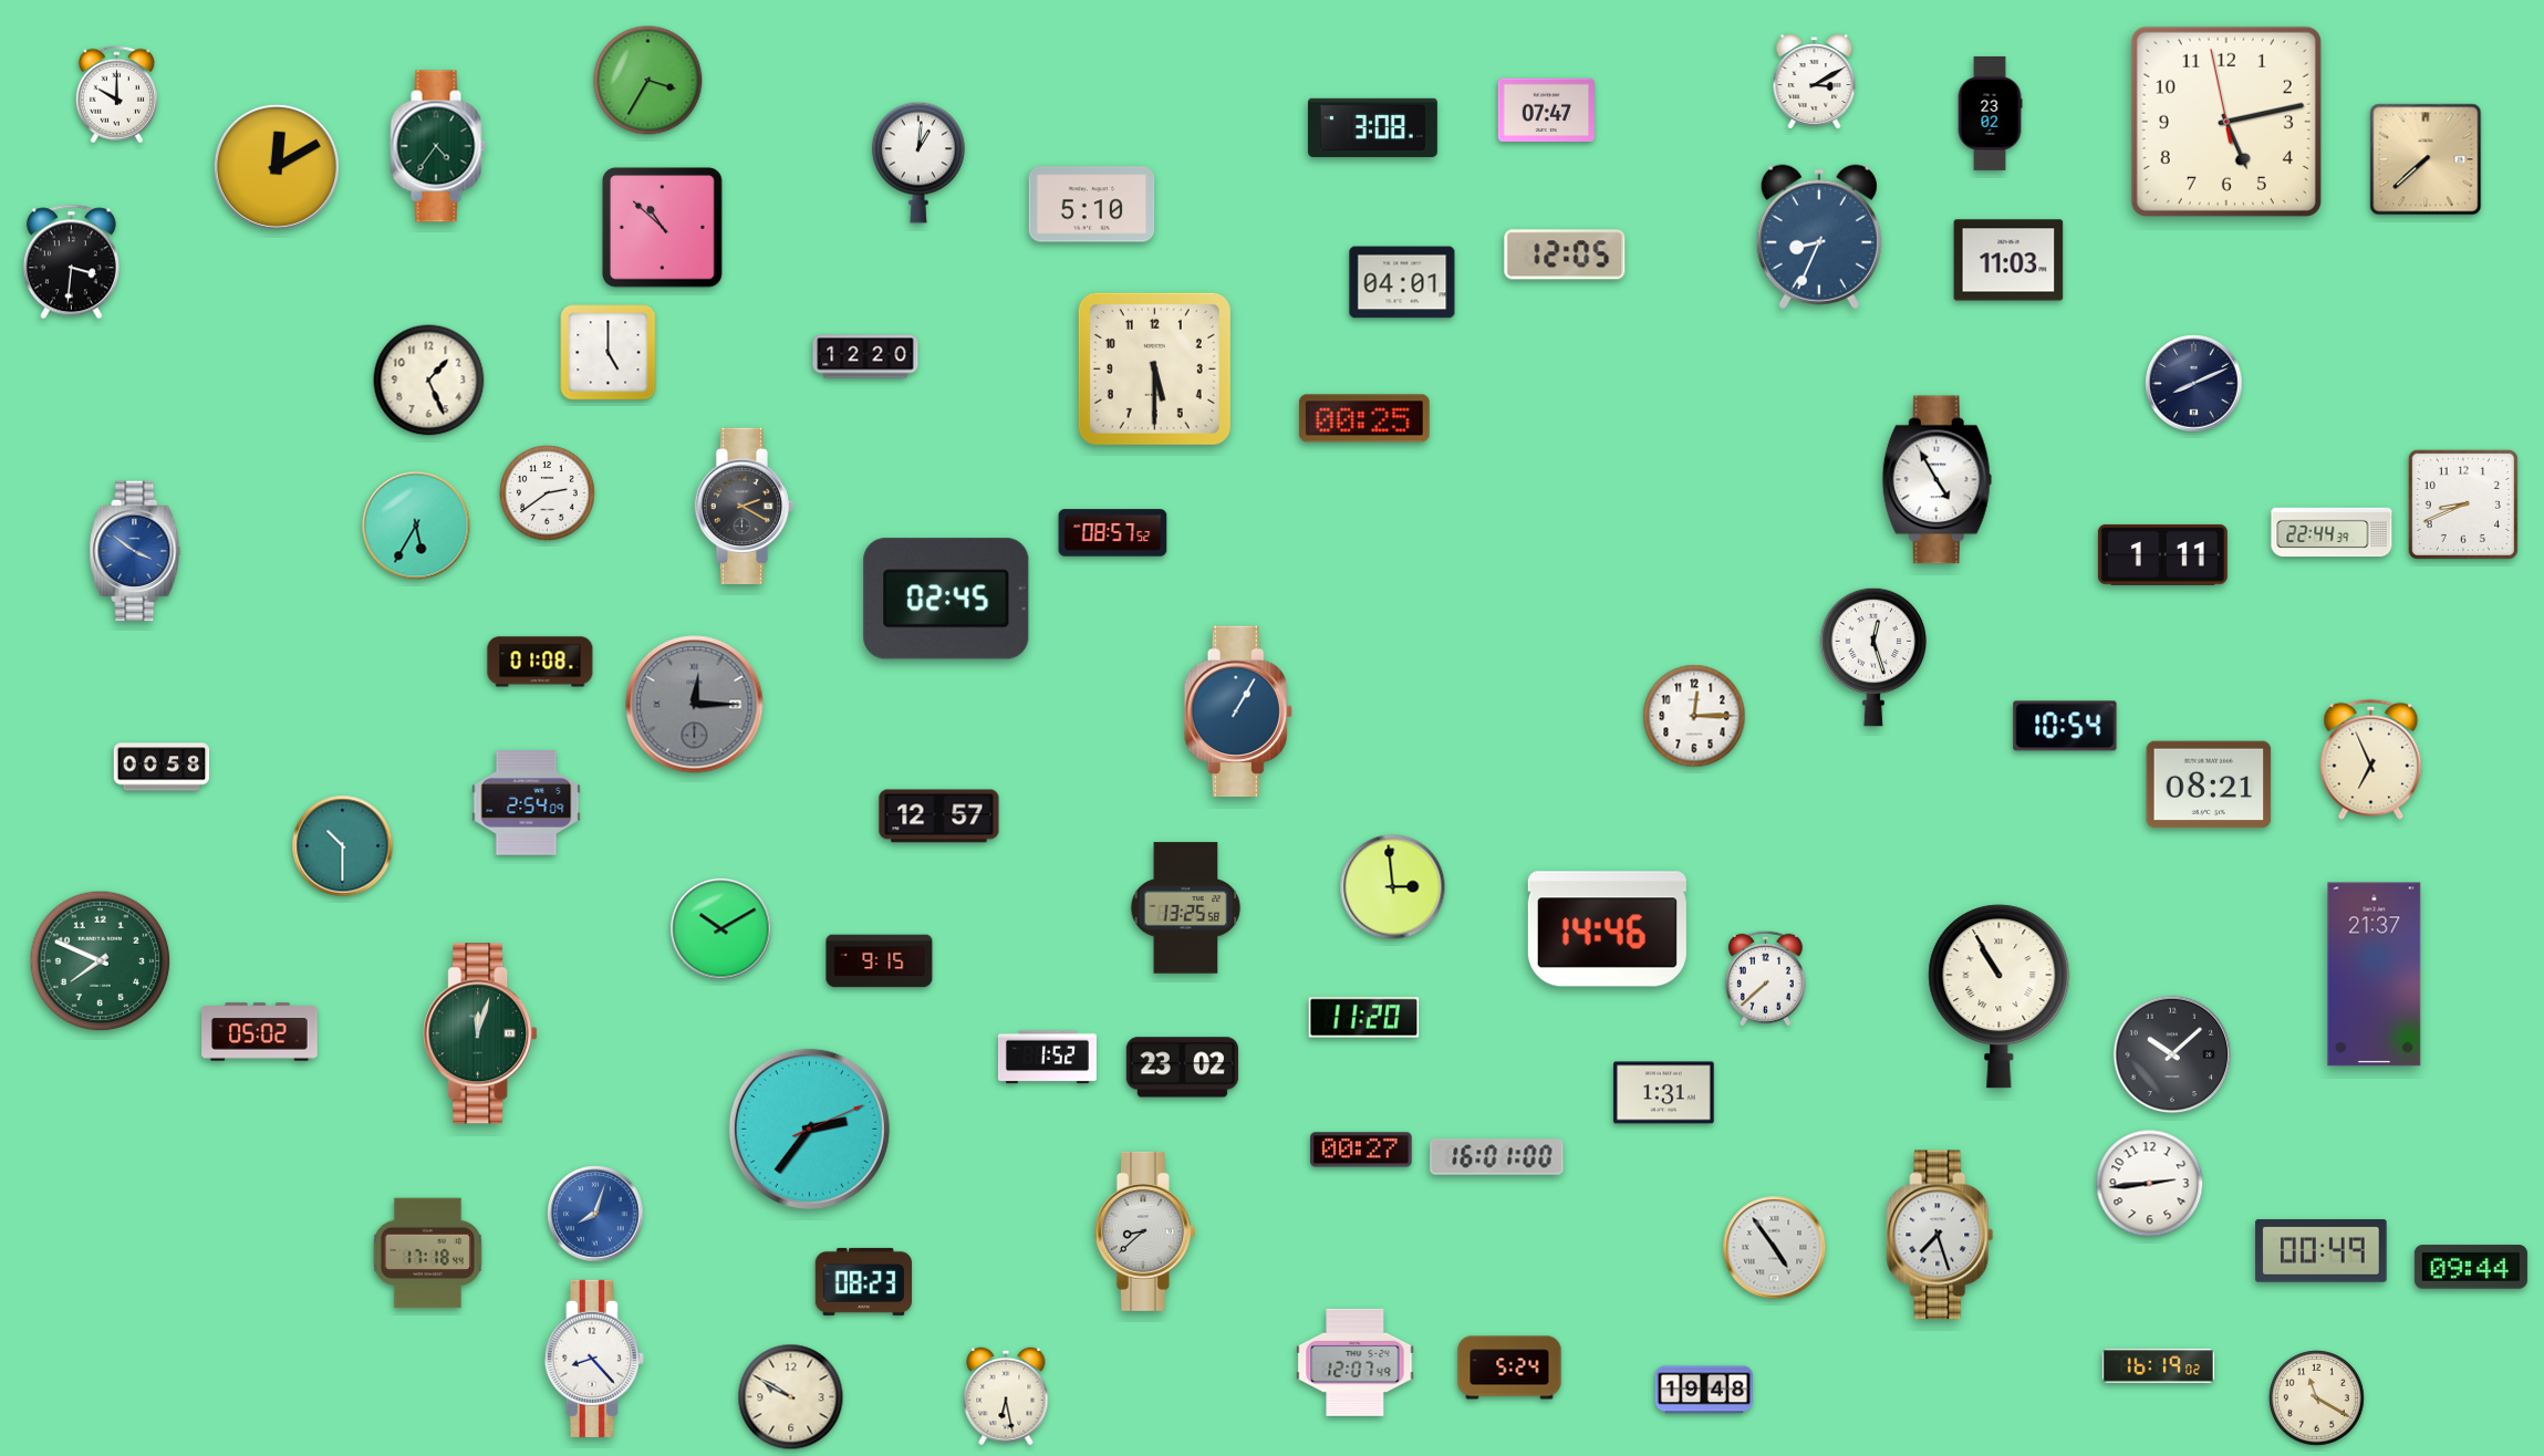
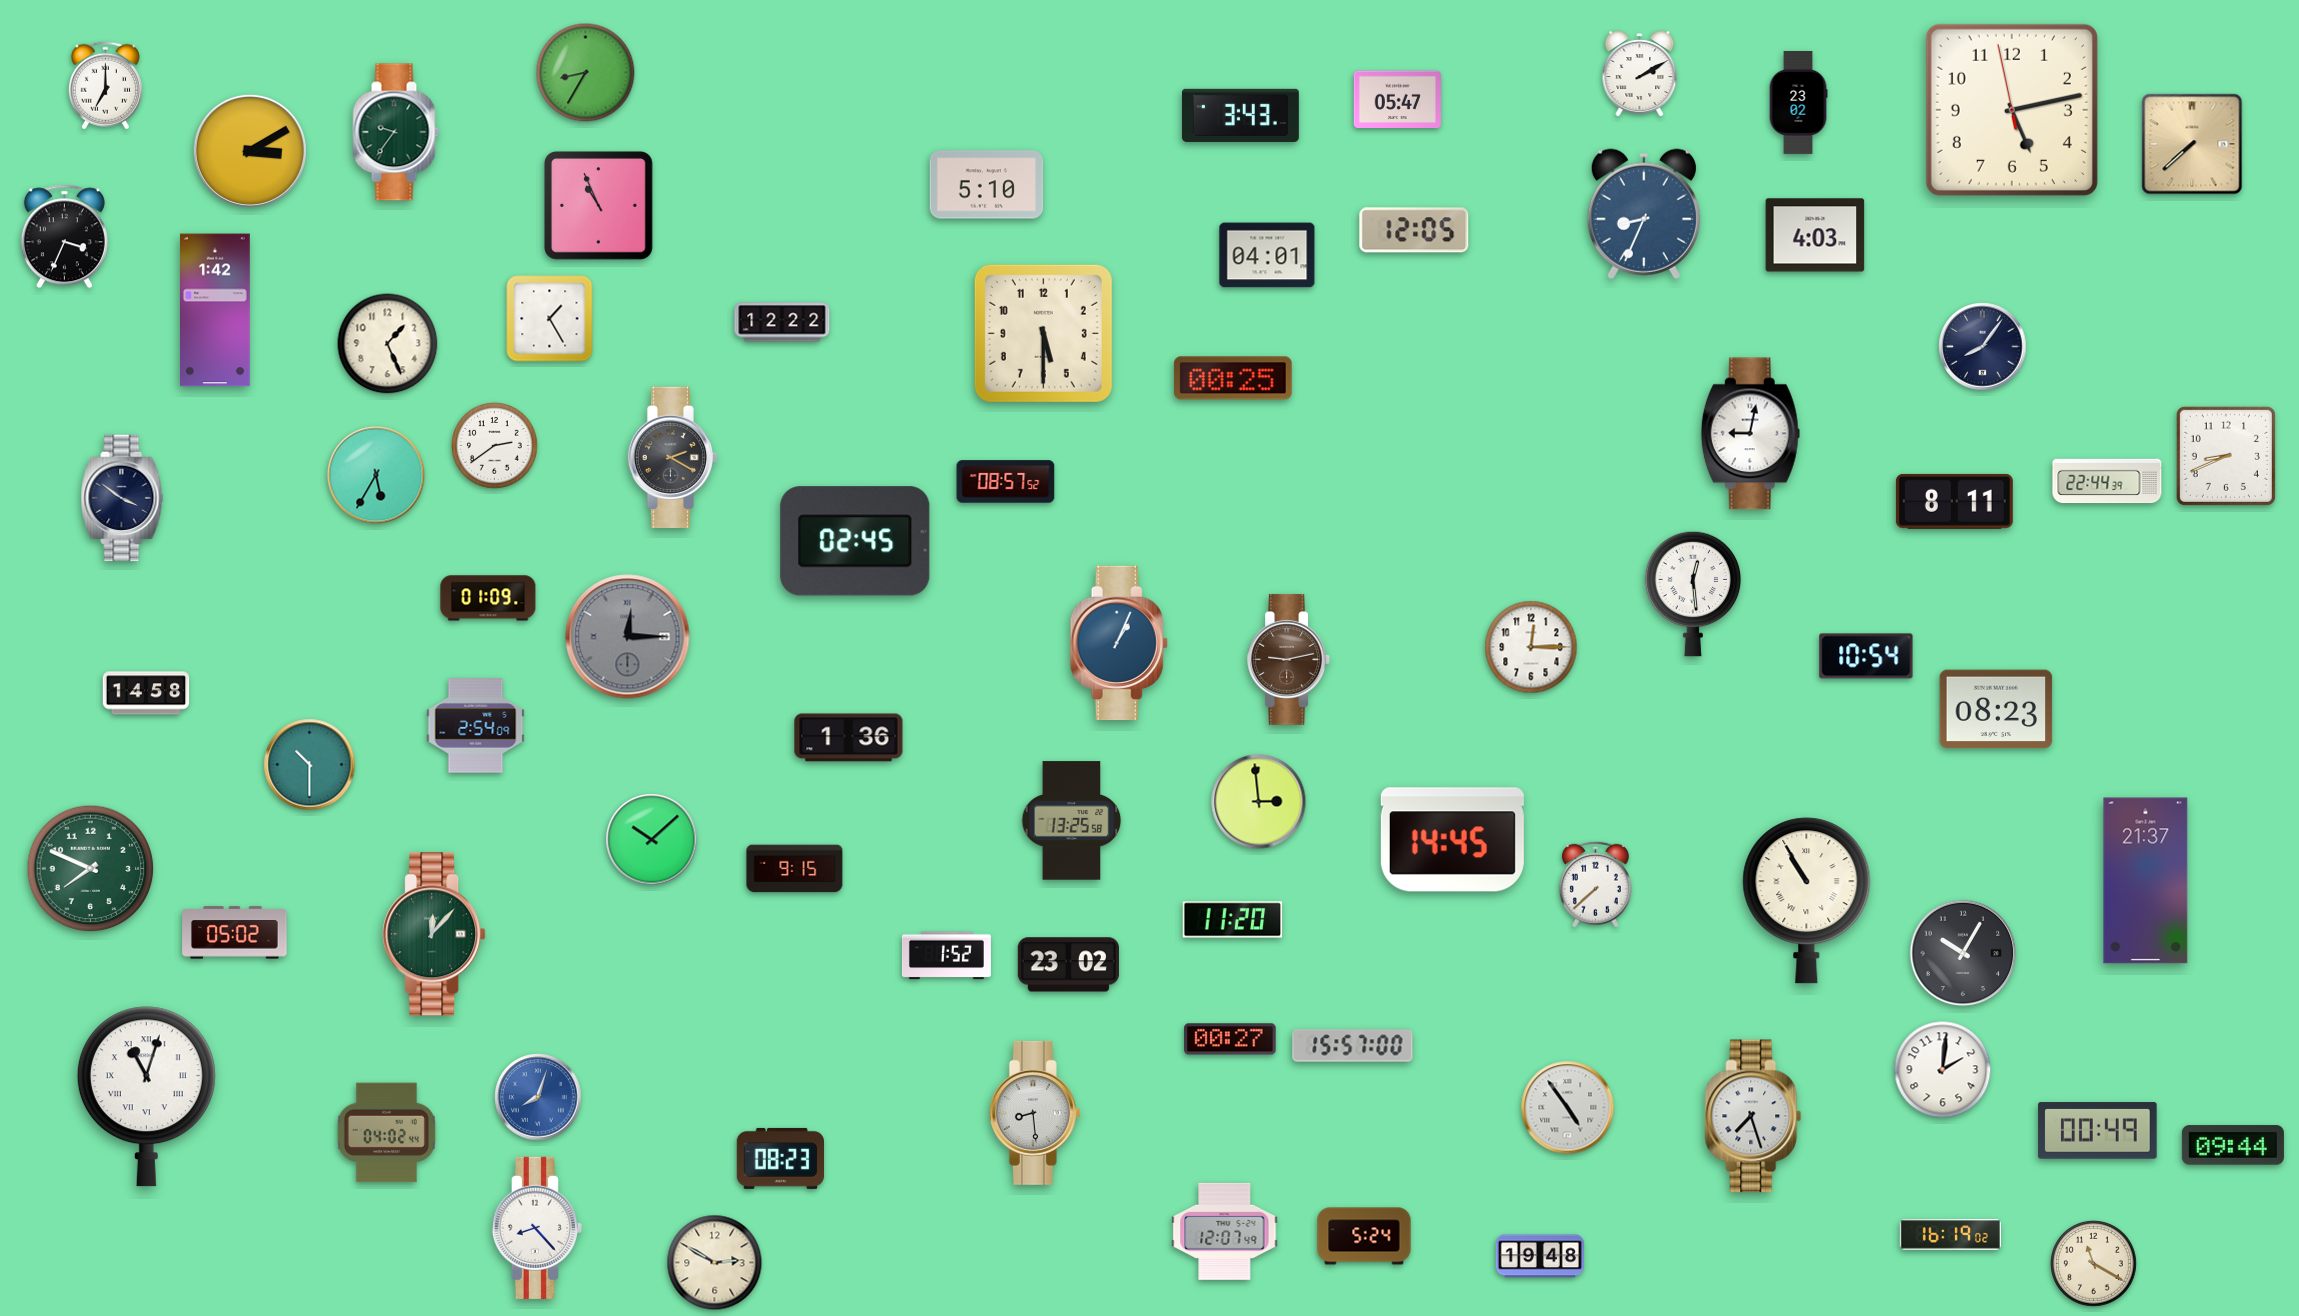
clock at (648, 81): 3:35 -> 8:35
clock at (1815, 82): 3:10 -> 2:10
clock at (116, 95): 10:00 -> 7:00
clock at (1546, 110): 07:47 -> 05:47
clock at (1372, 127): 3:08 -> 3:43
clock at (438, 146): 4:36 -> 9:36
clock at (918, 163): 1:01 -> none
clock at (277, 167): 12:10 -> 3:10
clock at (662, 227): 10:52 -> 10:56
clock at (2008, 260): 11:03 -> 4:03
clock at (71, 262): 3:31 -> 3:34
clock at (216, 310): none -> 1:42
clock at (609, 353): 5:00 -> 1:25
clock at (865, 356): 12:20 -> 12:22
clock at (2194, 384): 8:11 -> 8:06
clock at (1936, 480): 4:55 -> 9:02
clock at (135, 551) dial: blue -> navy
clock at (2162, 554): 1:11 -> 8:11
clock at (1873, 657): 12:27 -> 12:29
clock at (540, 662): 01:08 -> 01:09
clock at (1238, 711): 1:05 -> 1:04
clock at (1289, 659): none -> 9:13
clock at (2371, 759): 6:56 -> none
clock at (162, 767): 00:58 -> 14:58
clock at (2209, 784): 08:21 -> 08:23
clock at (939, 817): 12:57 -> 1:36
clock at (721, 929): 10:10 -> 10:08
clock at (1607, 929): 14:46 -> 14:45
clock at (480, 1033): 12:03 -> 12:07
clock at (2172, 1054): 10:08 -> 10:05
clock at (1664, 1093): 1:31 -> none
clock at (809, 1129): 2:36 -> none
clock at (1497, 1157): 16:01 -> 15:57
clock at (2150, 1184): 2:44 -> 2:01
clock at (146, 1097): none -> 11:03
clock at (1145, 1231): 8:38 -> 8:29
clock at (1775, 1248) position: (1775, 1248) -> (1568, 1108)
clock at (427, 1254): 17:18 -> 04:02
clock at (1006, 1396): 6:28 -> none
clock at (791, 1397): 9:50 -> 2:50
